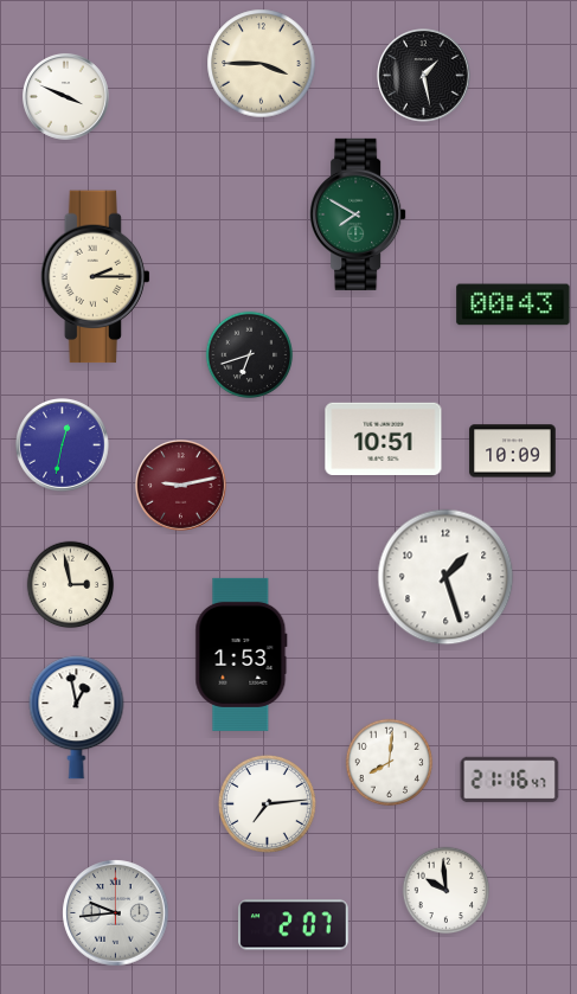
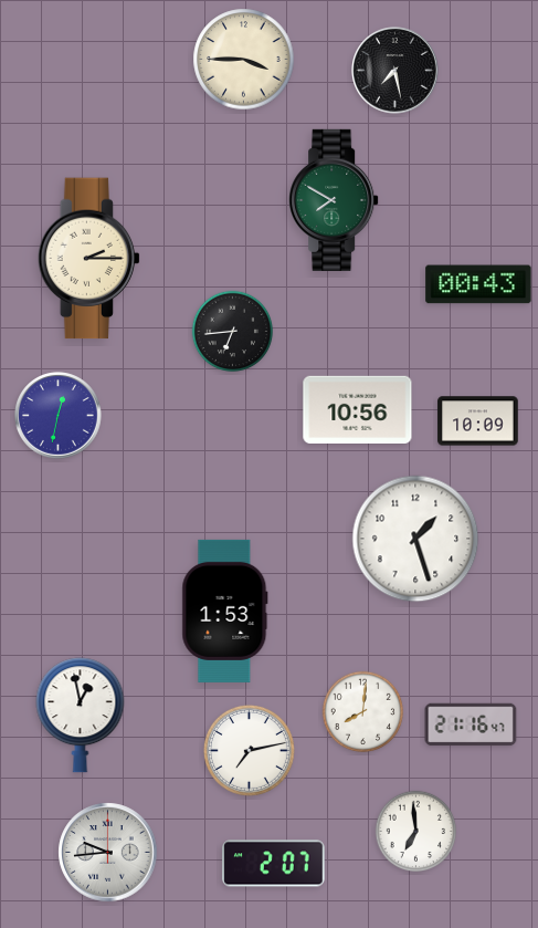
clock at (424, 76): 1:28 -> 7:28
clock at (66, 97): 3:49 -> none
clock at (250, 355): 6:42 -> 6:44
clock at (384, 440): 10:51 -> 10:56
clock at (181, 486): 9:13 -> none
clock at (71, 585): 2:58 -> none
clock at (77, 718) position: (77, 718) -> (81, 716)
clock at (509, 780) position: (509, 780) -> (471, 724)
clock at (267, 803): 7:14 -> 7:13
clock at (447, 891): 9:59 -> 6:59
